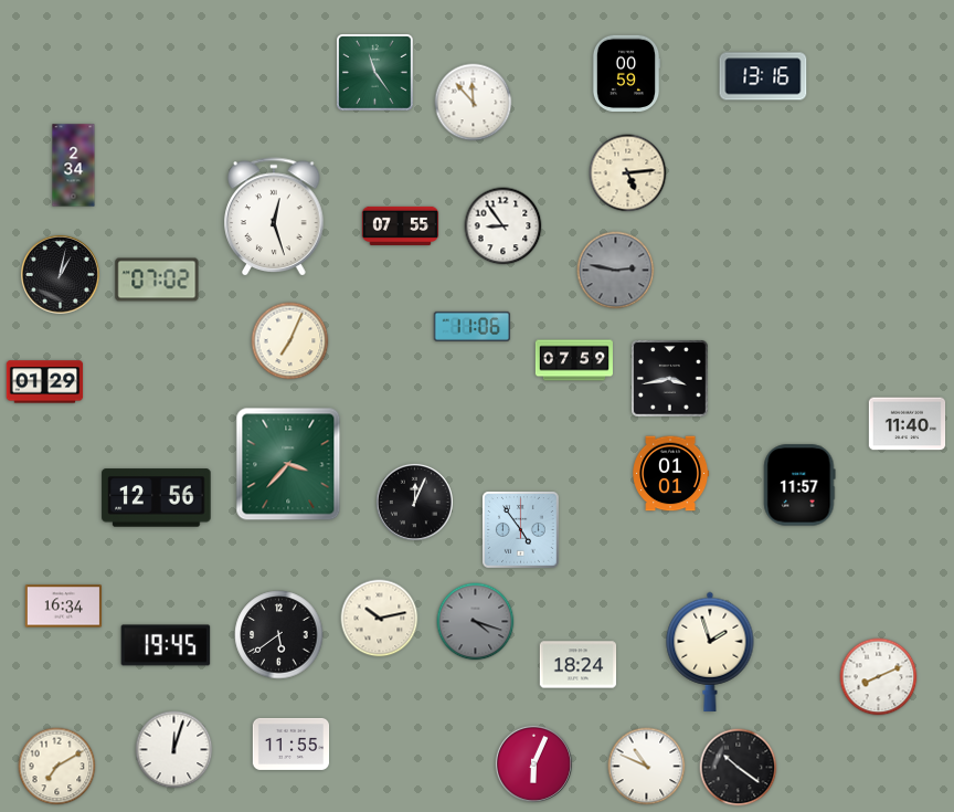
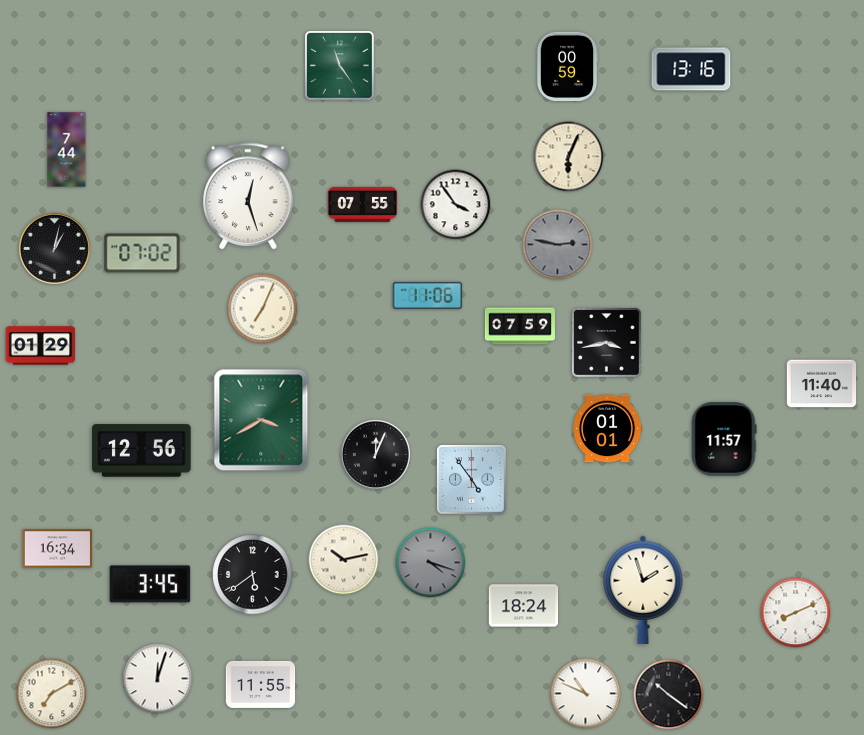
clock at (474, 103): 11:53 -> none
clock at (74, 166): 2:34 -> 7:44
clock at (628, 173): 5:14 -> 6:04
clock at (504, 226): 8:54 -> 3:54
clock at (288, 464): 3:37 -> 3:40
clock at (166, 645): 19:45 -> 3:45
clock at (579, 665) position: (579, 665) -> (524, 606)
clock at (291, 744) position: (291, 744) -> (261, 684)
clock at (533, 763): 6:04 -> none
